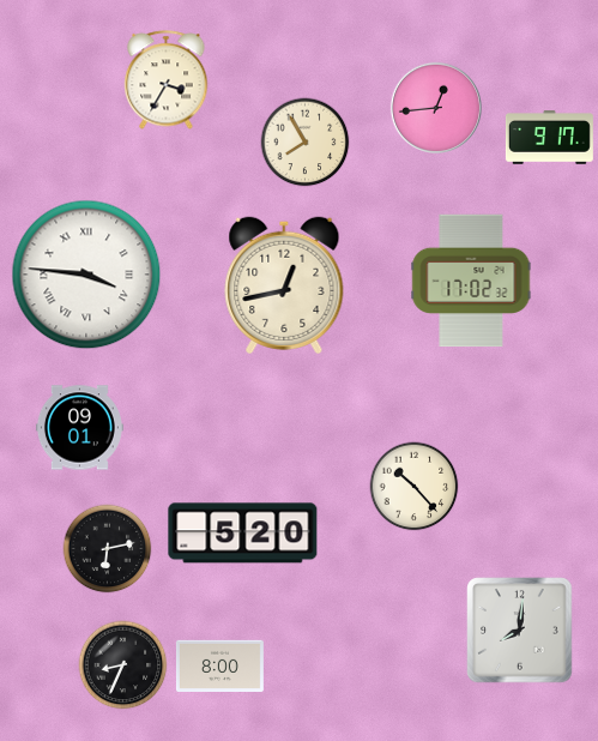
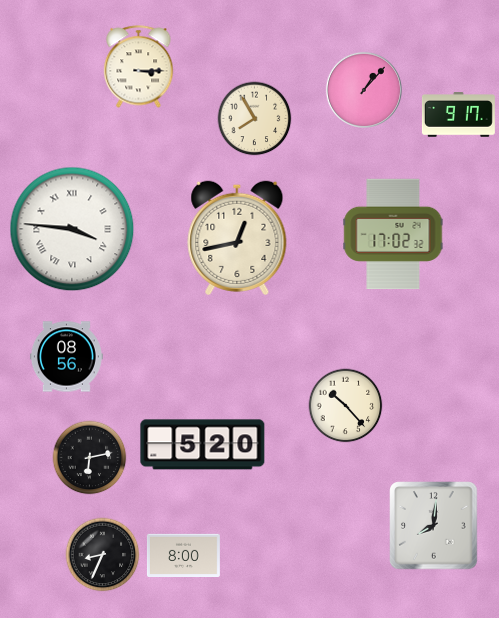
clock at (167, 80): 3:35 -> 3:15
clock at (436, 108): 12:44 -> 1:07
clock at (79, 428): 09:01 -> 08:56
